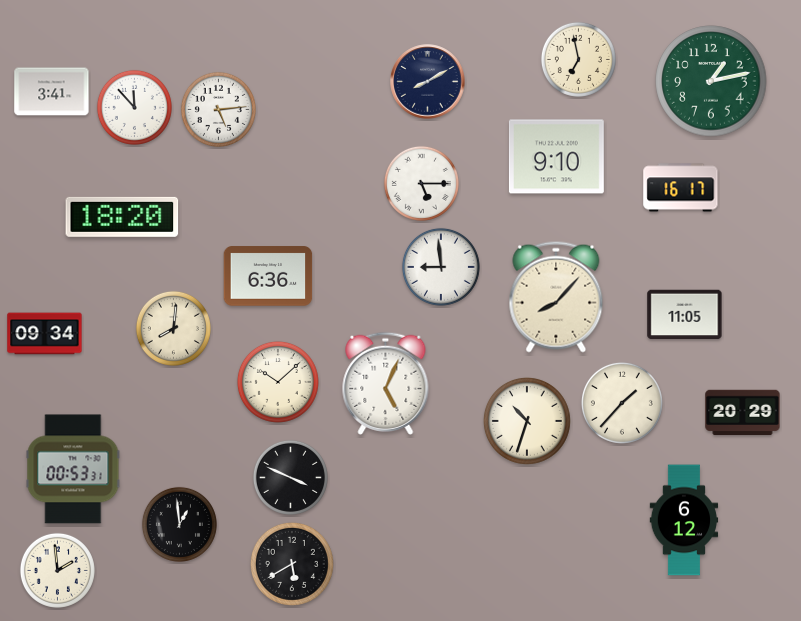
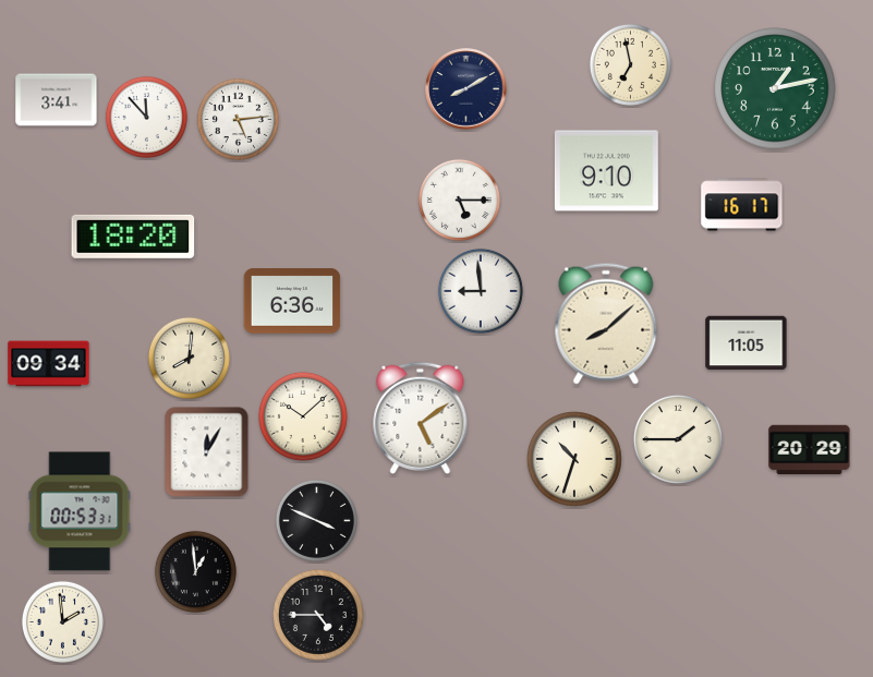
clock at (556, 297): 8:07 -> 8:08
clock at (386, 383): 5:04 -> 5:09
clock at (622, 403): 1:37 -> 1:45
clock at (207, 452): none -> 12:05
clock at (684, 520): 6:12 -> none
clock at (292, 564): 5:40 -> 4:45
